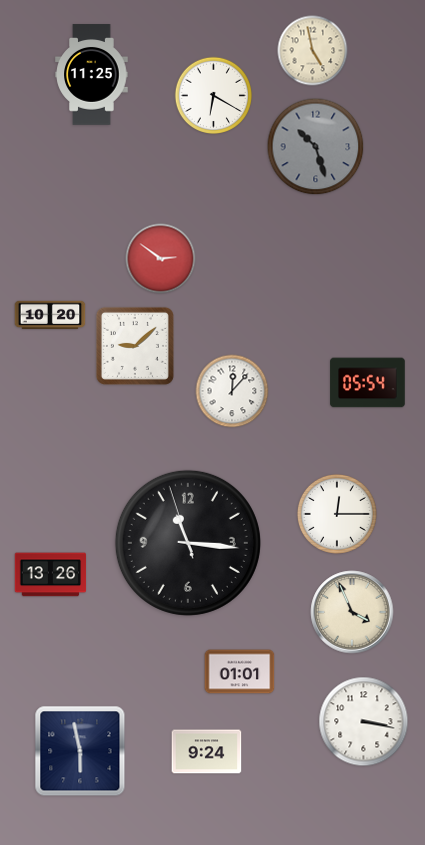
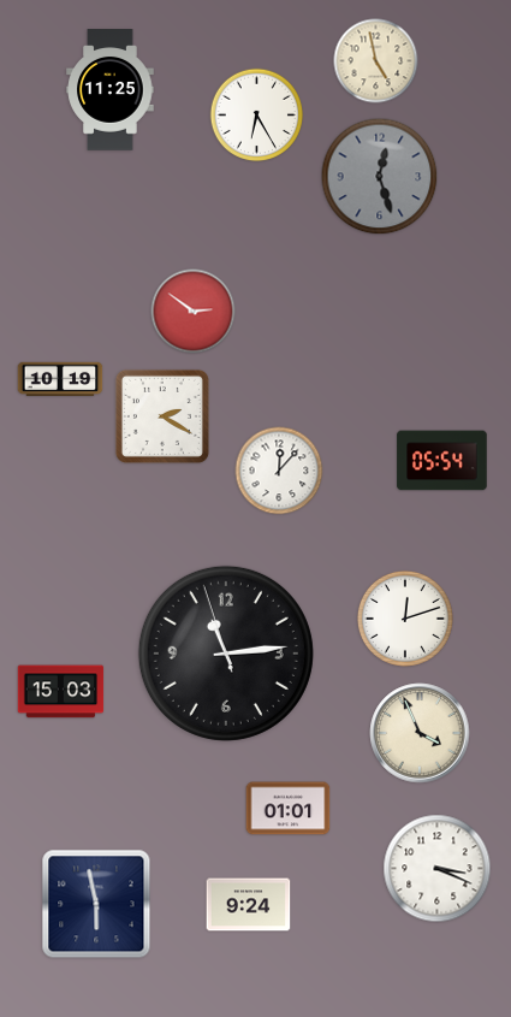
clock at (214, 96): 6:20 -> 6:25
clock at (316, 147): 10:27 -> 12:27
clock at (50, 315): 10:20 -> 10:19
clock at (135, 346): 9:08 -> 2:20
clock at (337, 514): 12:15 -> 12:12
clock at (188, 543): 11:15 -> 11:13
clock at (51, 575): 13:26 -> 15:03
clock at (352, 612) position: (352, 612) -> (420, 733)
clock at (364, 722): 3:17 -> 3:19
